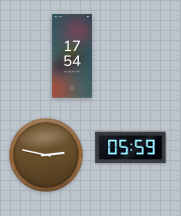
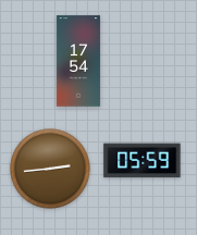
clock at (46, 155): 2:47 -> 2:44
